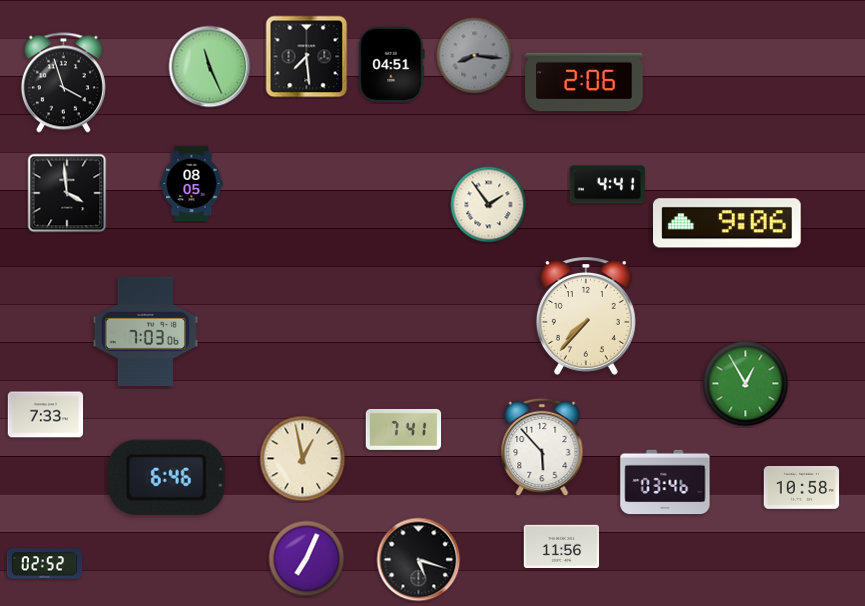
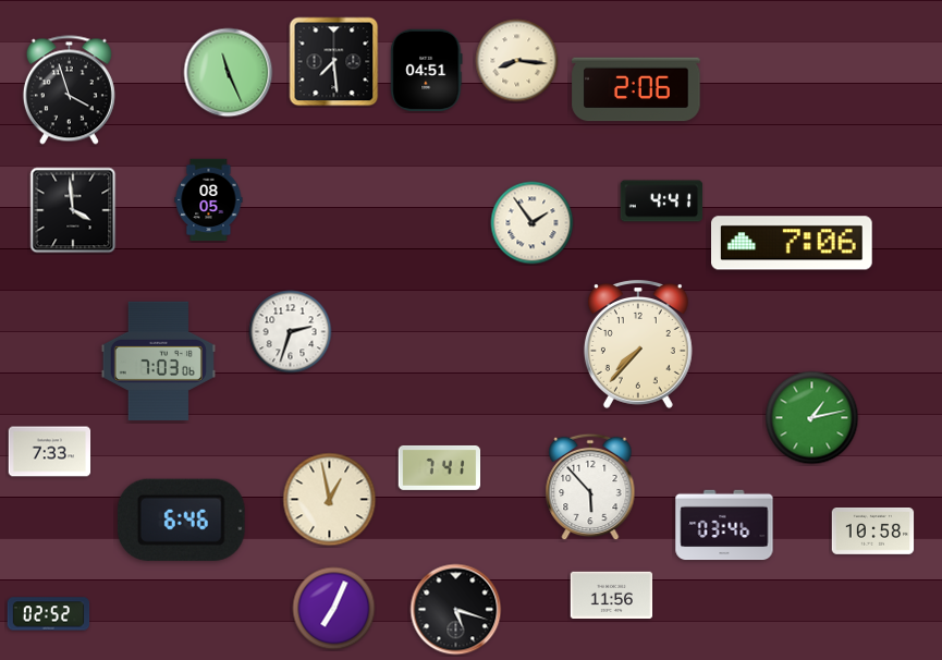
clock at (475, 56) dial: grey -> cream
clock at (728, 223): 9:06 -> 7:06
clock at (291, 332): none -> 2:33
clock at (746, 384): 12:55 -> 1:13
